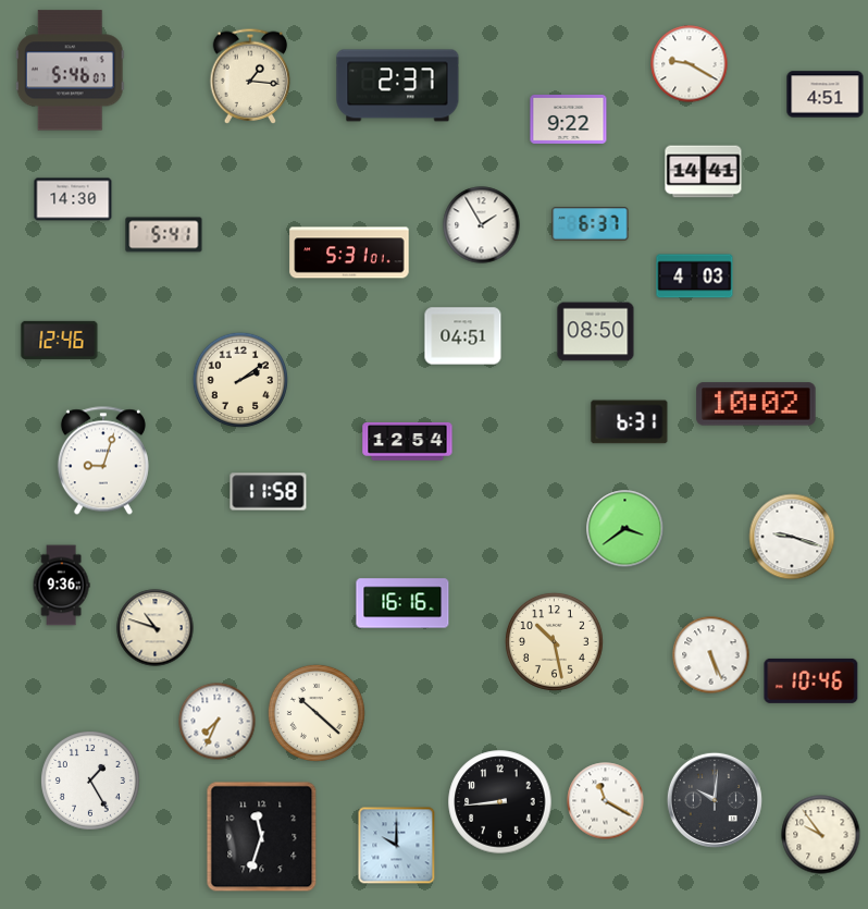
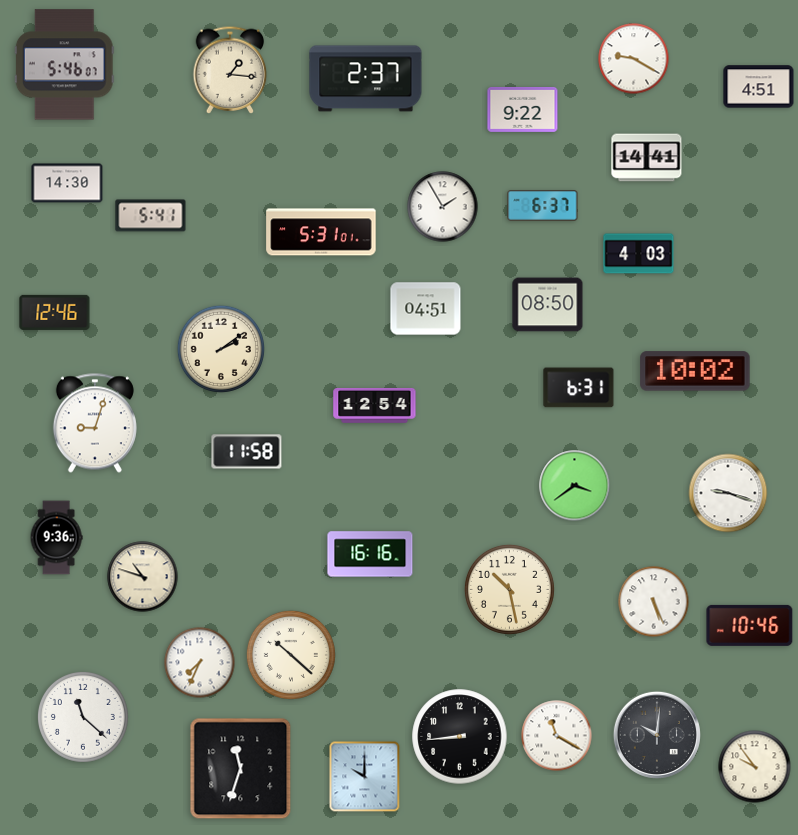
clock at (811, 680) position: (811, 680) -> (750, 625)
clock at (90, 781): 1:25 -> 11:22
